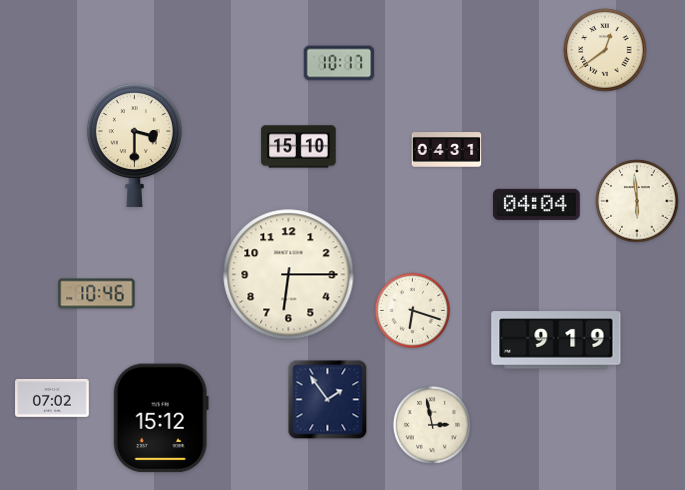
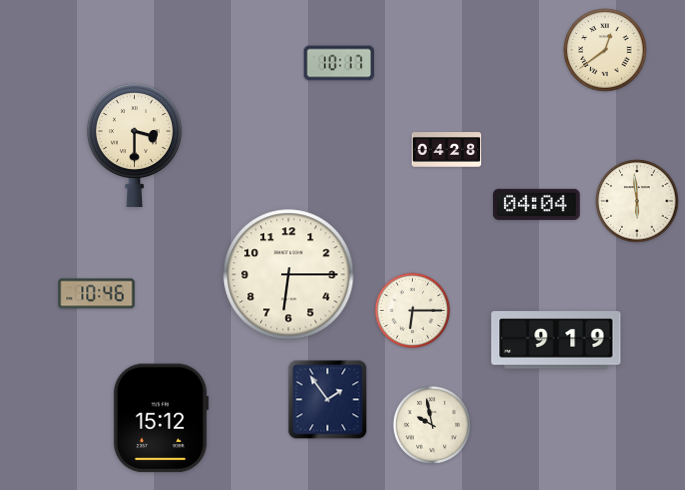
clock at (299, 147): 15:10 -> none
clock at (447, 150): 04:31 -> 04:28
clock at (413, 311): 6:18 -> 6:15
clock at (52, 399): 07:02 -> none
clock at (432, 425): 2:58 -> 9:58
